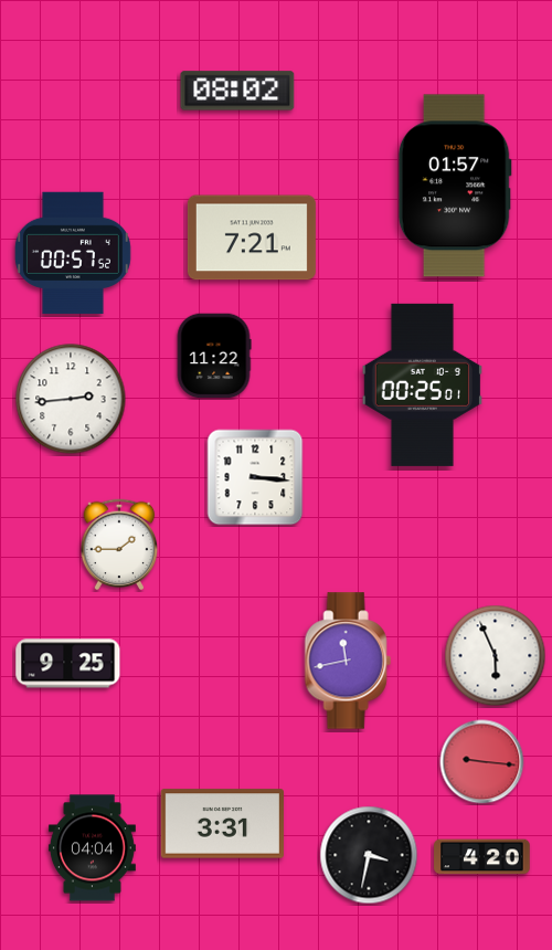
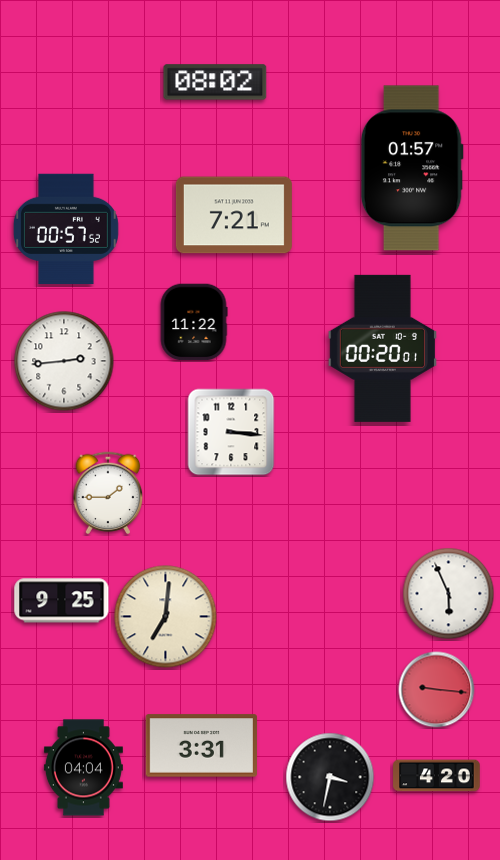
clock at (252, 237) position: (252, 237) -> (234, 215)
clock at (422, 384): 00:25 -> 00:20
clock at (348, 661): 11:43 -> none
clock at (166, 617): none -> 7:01
clock at (369, 855) position: (369, 855) -> (330, 777)
